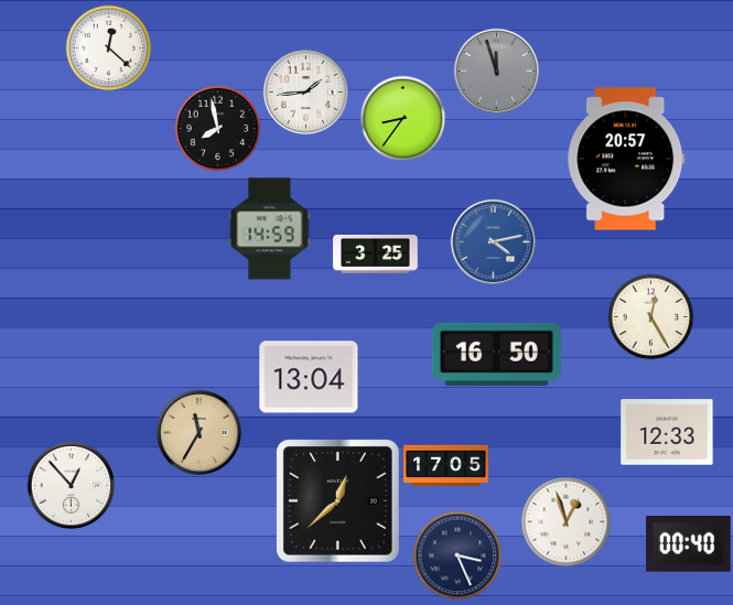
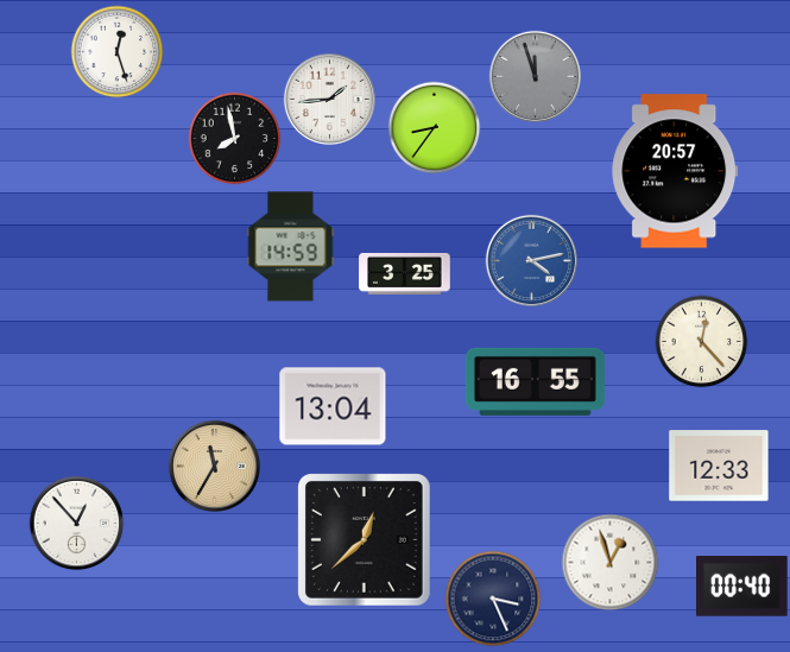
clock at (108, 47): 12:22 -> 12:27
clock at (650, 316): 12:25 -> 12:23
clock at (496, 354): 16:50 -> 16:55
clock at (446, 466): 17:05 -> none
